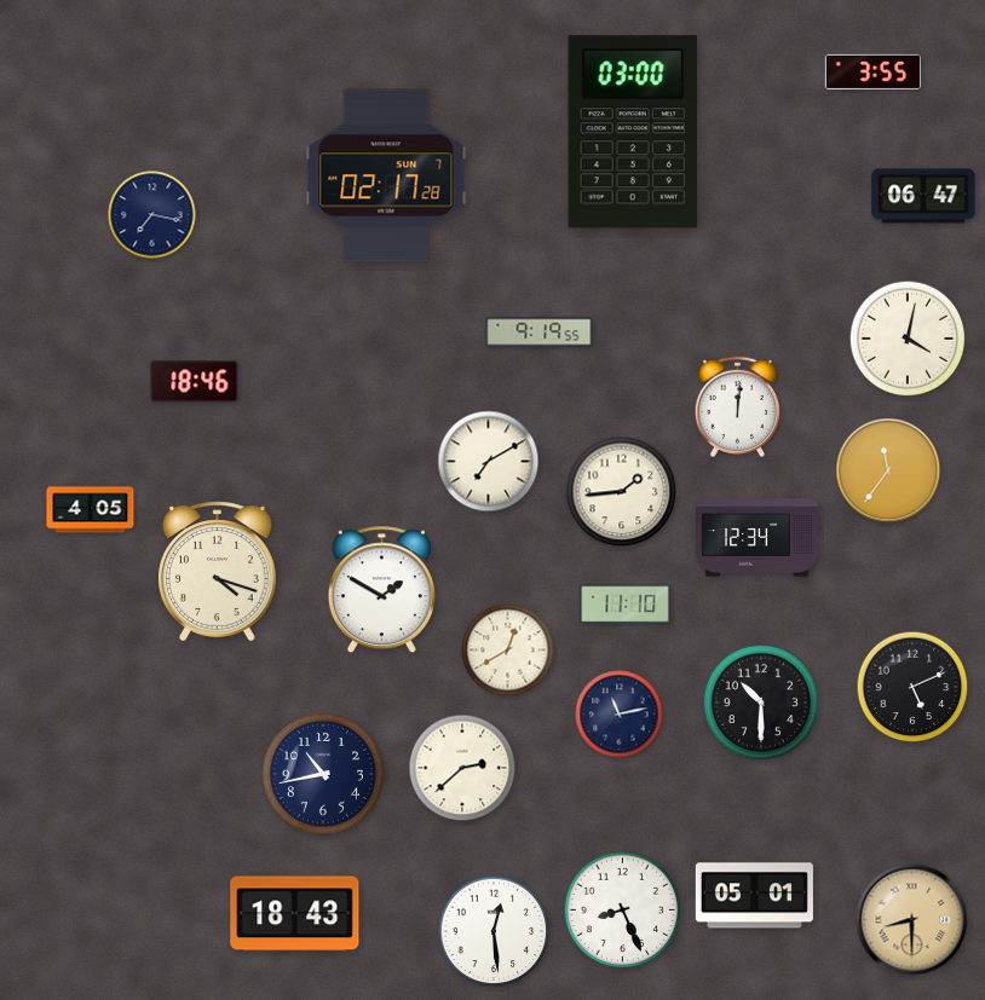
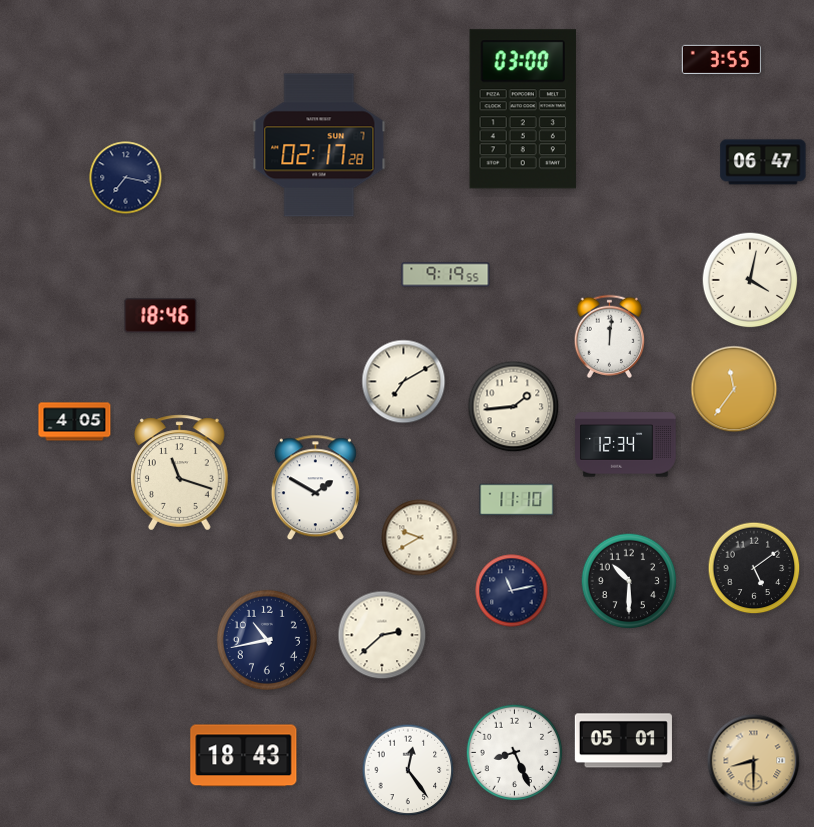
clock at (218, 572): 4:18 -> 11:18
clock at (508, 651): 12:40 -> 9:40
clock at (912, 687): 5:11 -> 5:09
clock at (494, 931): 12:29 -> 12:24
